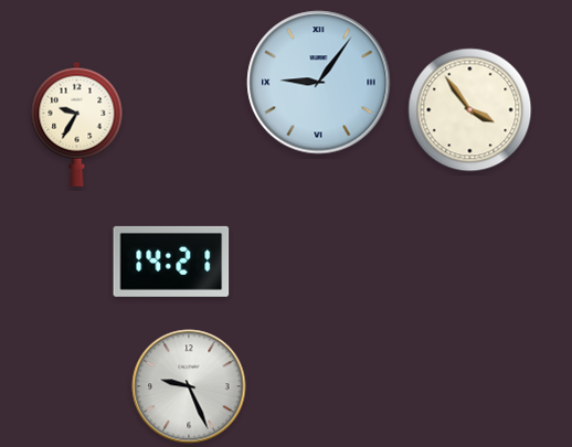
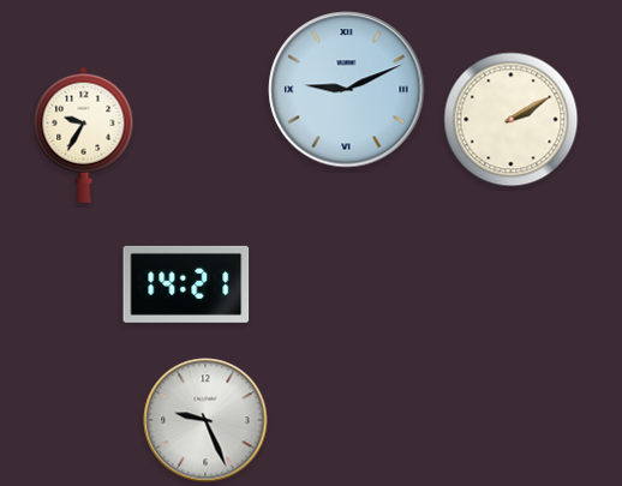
clock at (319, 83): 9:06 -> 9:11
clock at (470, 110): 3:54 -> 2:10
